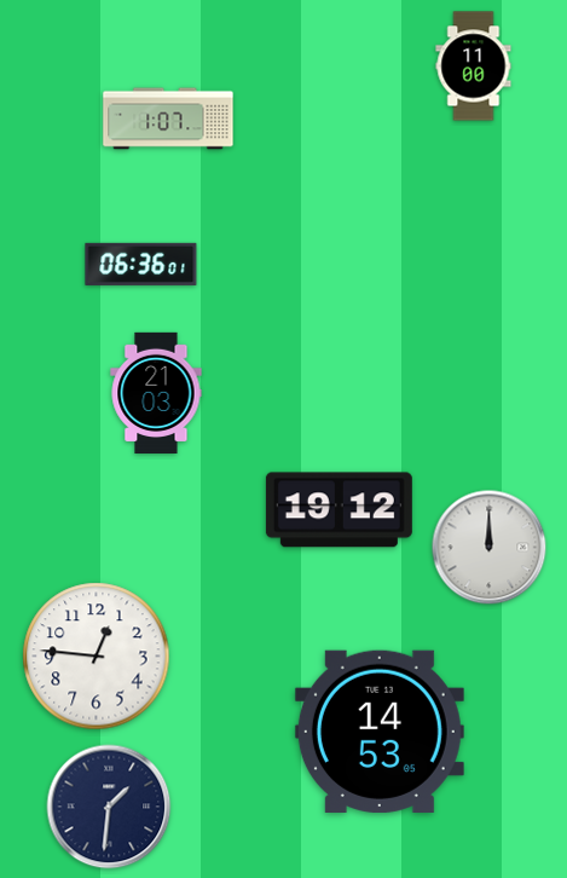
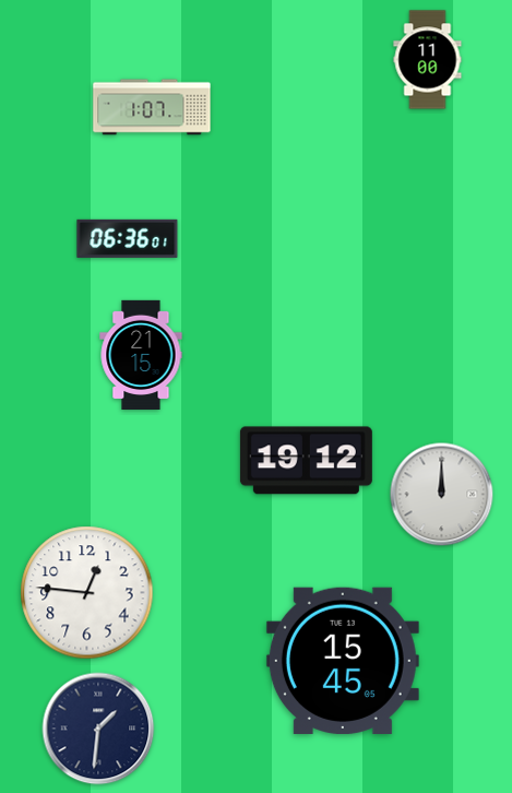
clock at (156, 392): 21:03 -> 21:15
clock at (380, 732): 14:53 -> 15:45
